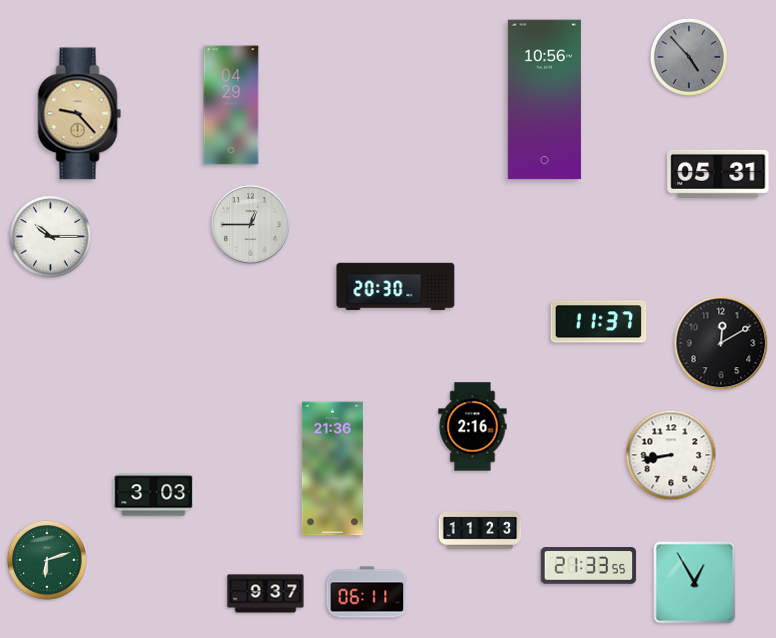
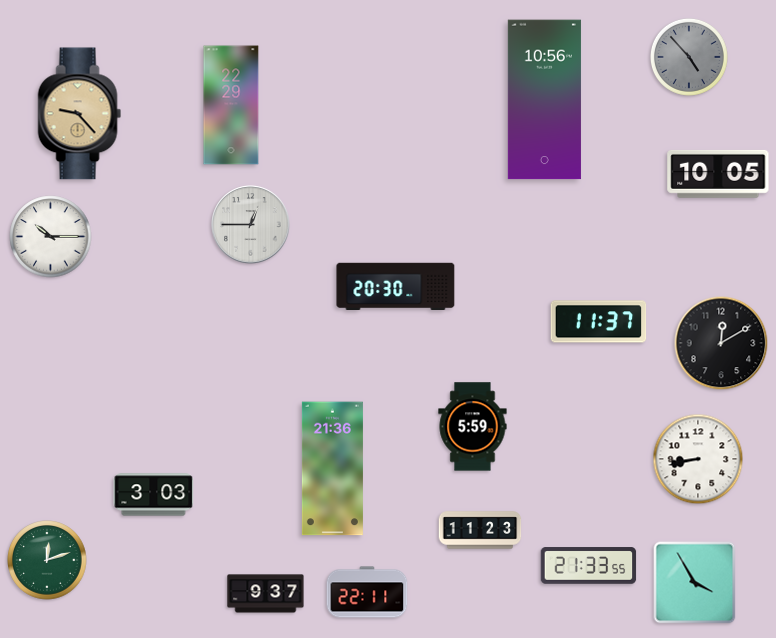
clock at (231, 105): 04:29 -> 22:29
clock at (718, 174): 05:31 -> 10:05
clock at (473, 427): 2:16 -> 5:59
clock at (671, 455) position: (671, 455) -> (698, 459)
clock at (47, 560): 6:12 -> 12:12
clock at (695, 583): 12:55 -> 3:55
clock at (367, 592): 06:11 -> 22:11
